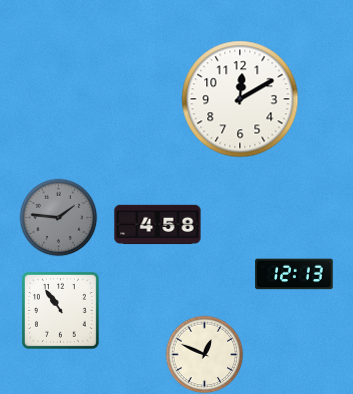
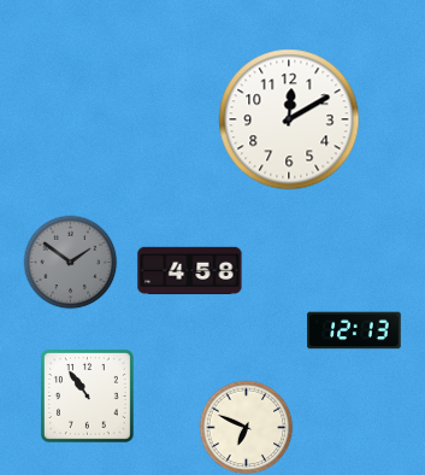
clock at (58, 217): 1:46 -> 1:51
clock at (60, 310) position: (60, 310) -> (87, 395)
clock at (204, 354): 12:49 -> 6:49
